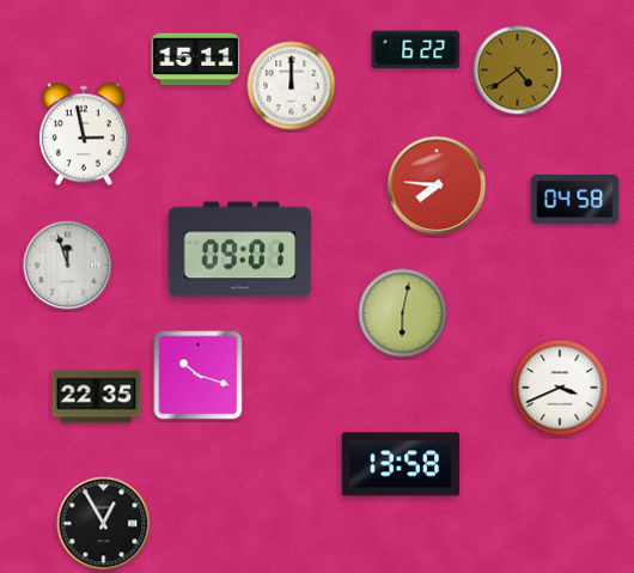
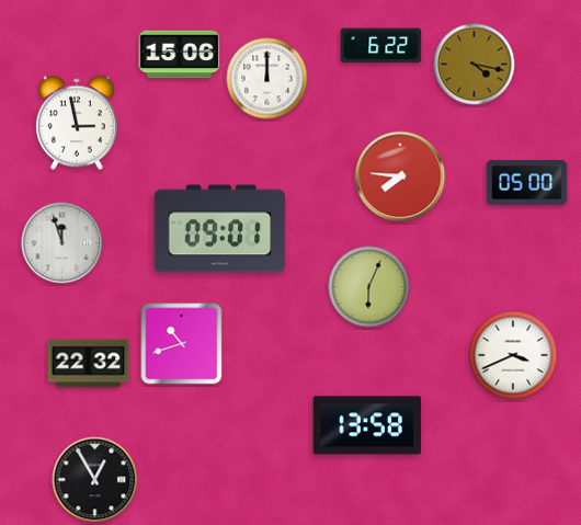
clock at (196, 60): 15:11 -> 15:06
clock at (518, 71): 4:39 -> 4:17
clock at (437, 185) position: (437, 185) -> (400, 176)
clock at (575, 200): 04:58 -> 05:00
clock at (403, 313): 6:02 -> 6:04
clock at (199, 376): 10:18 -> 10:42
clock at (97, 397): 22:35 -> 22:32
